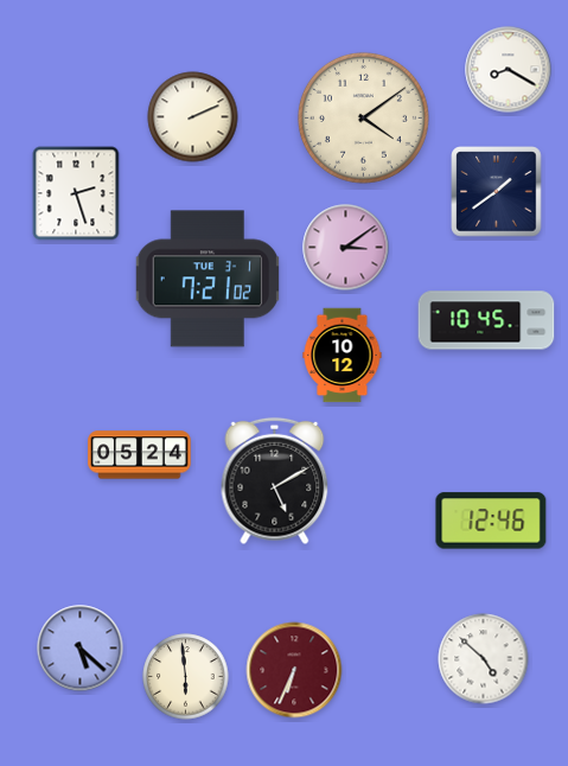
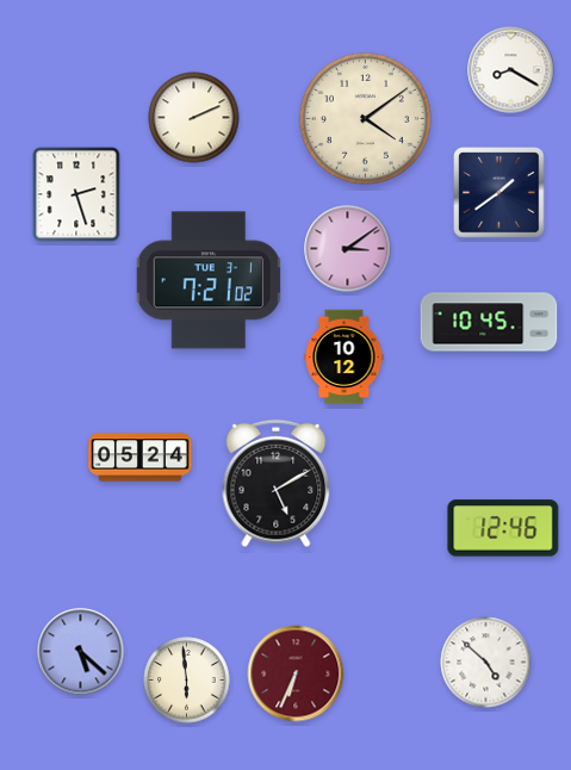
clock at (491, 521) position: (491, 521) -> (503, 528)
